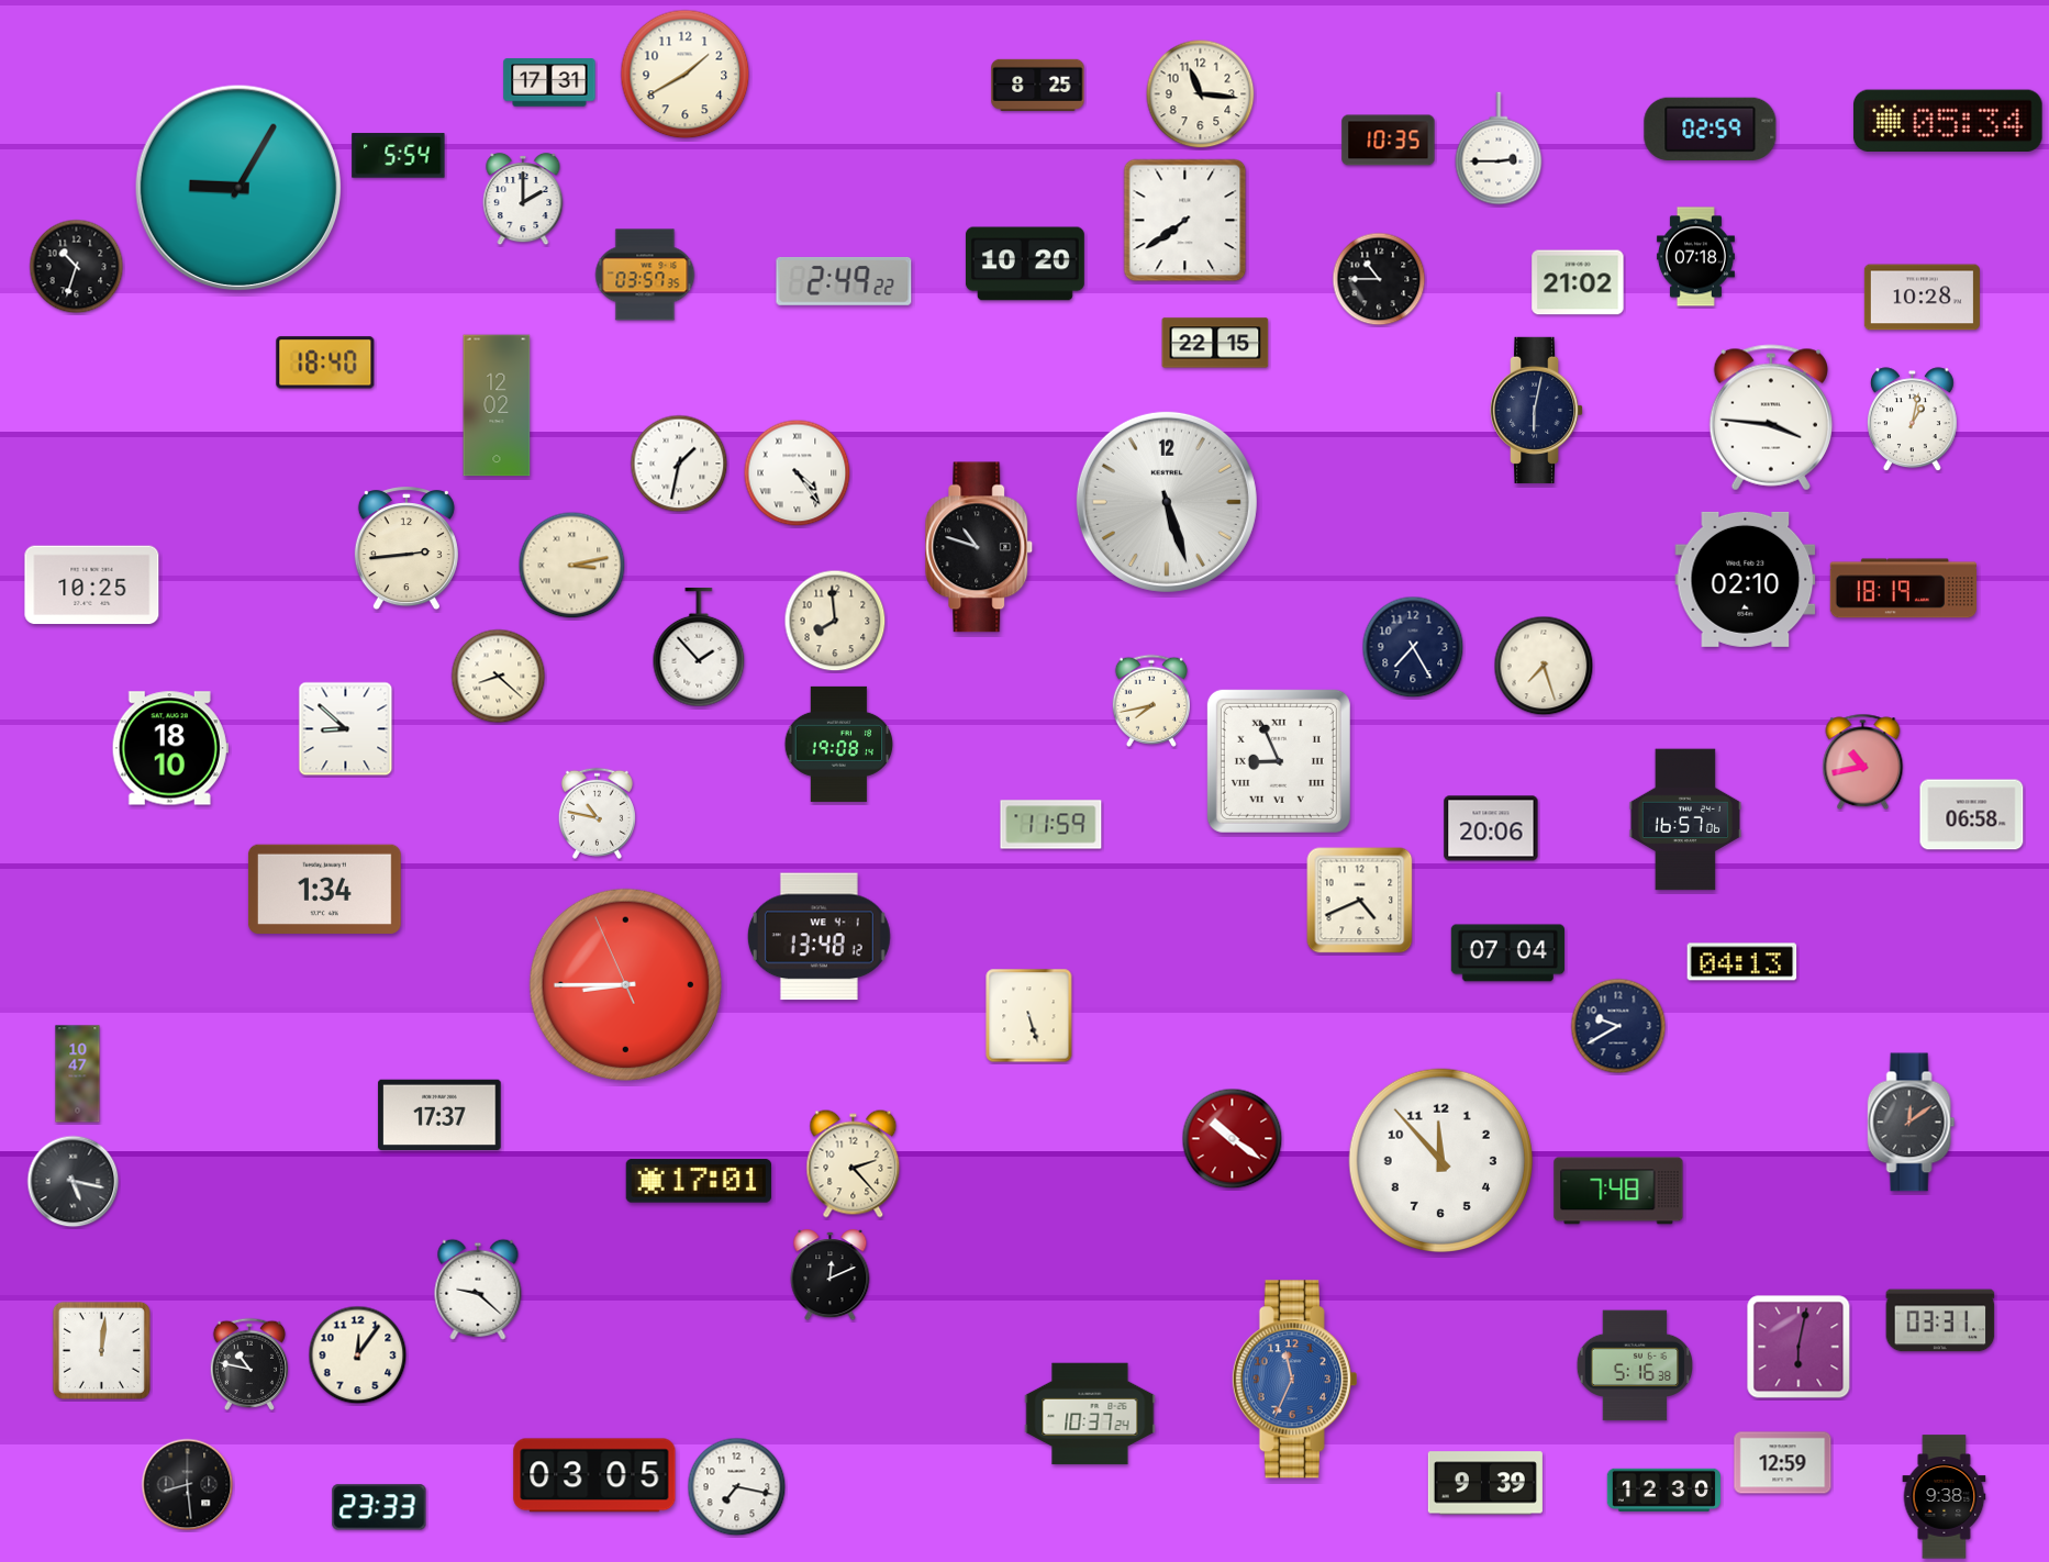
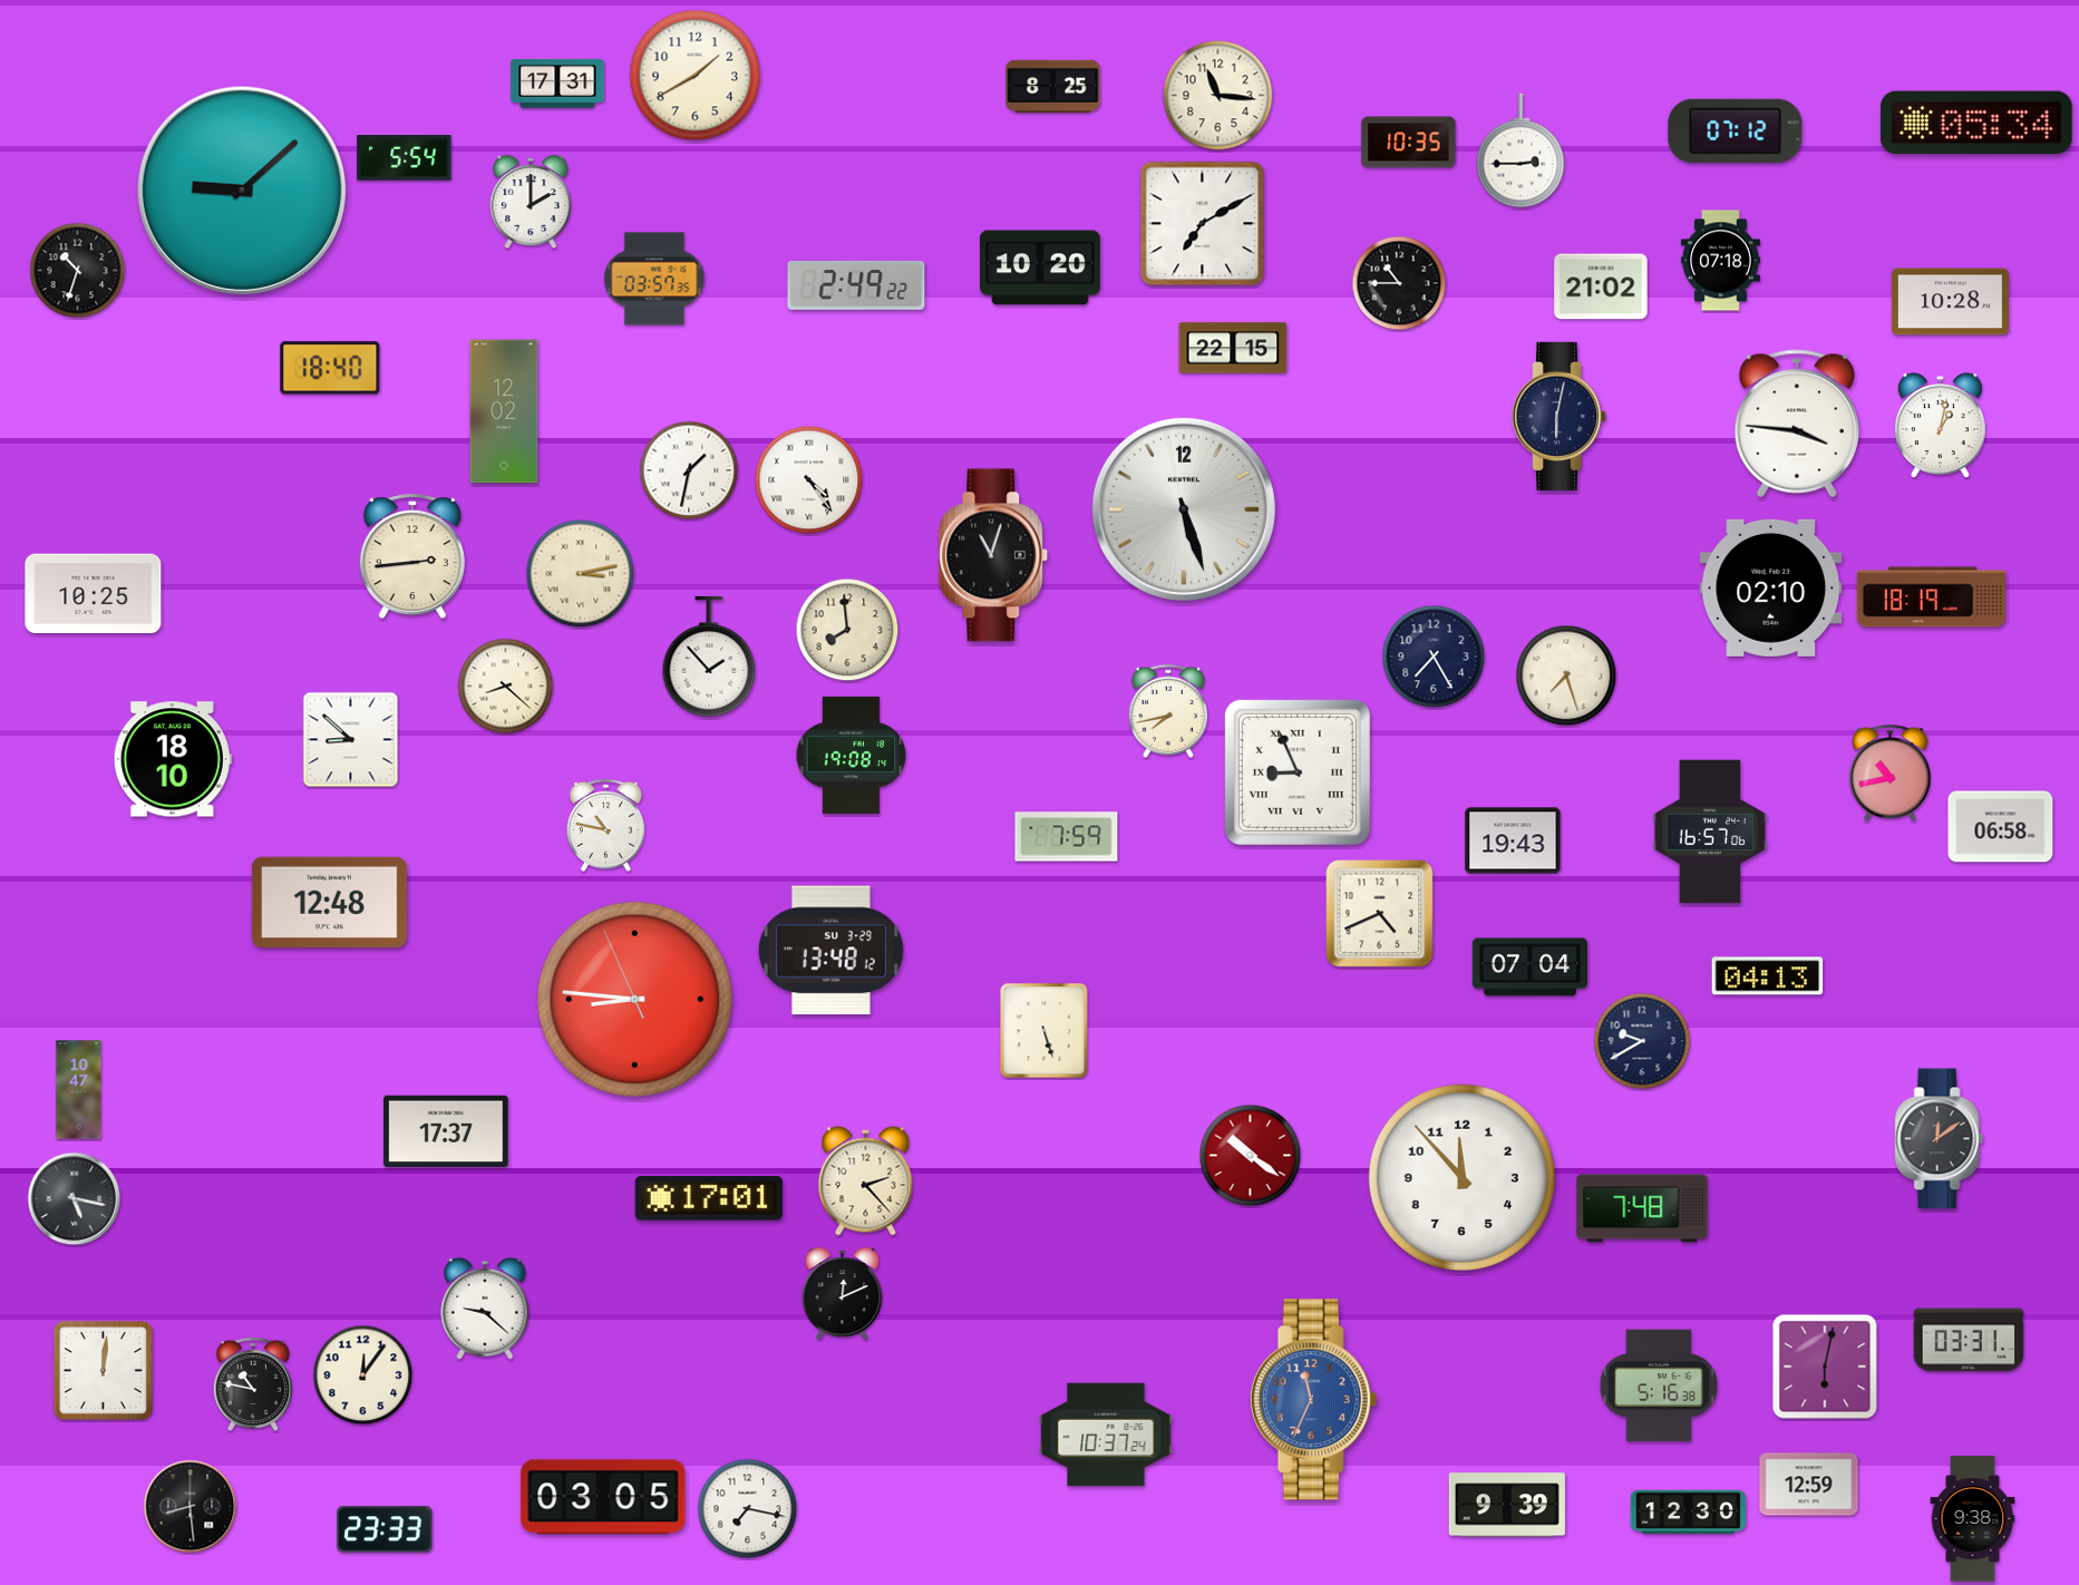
clock at (1711, 129): 02:59 -> 07:12
clock at (238, 188): 9:05 -> 9:08
clock at (1185, 221): 7:39 -> 7:10
clock at (979, 547): 10:48 -> 11:03
clock at (1051, 825): 11:59 -> 7:59
clock at (1491, 828): 20:06 -> 19:43
clock at (324, 889): 1:34 -> 12:48
clock at (819, 937) date: WE 4-1 -> SU 3-29
clock at (625, 984): 8:44 -> 8:45
